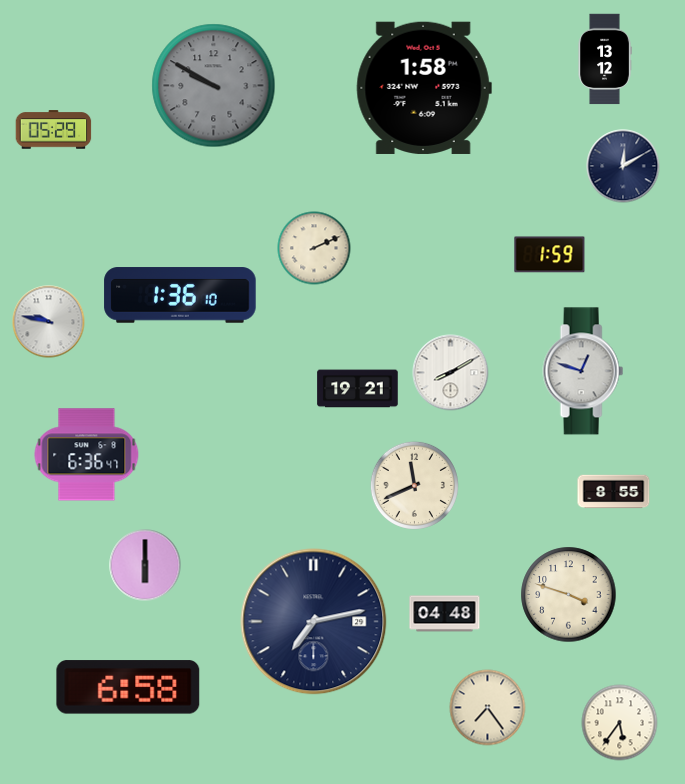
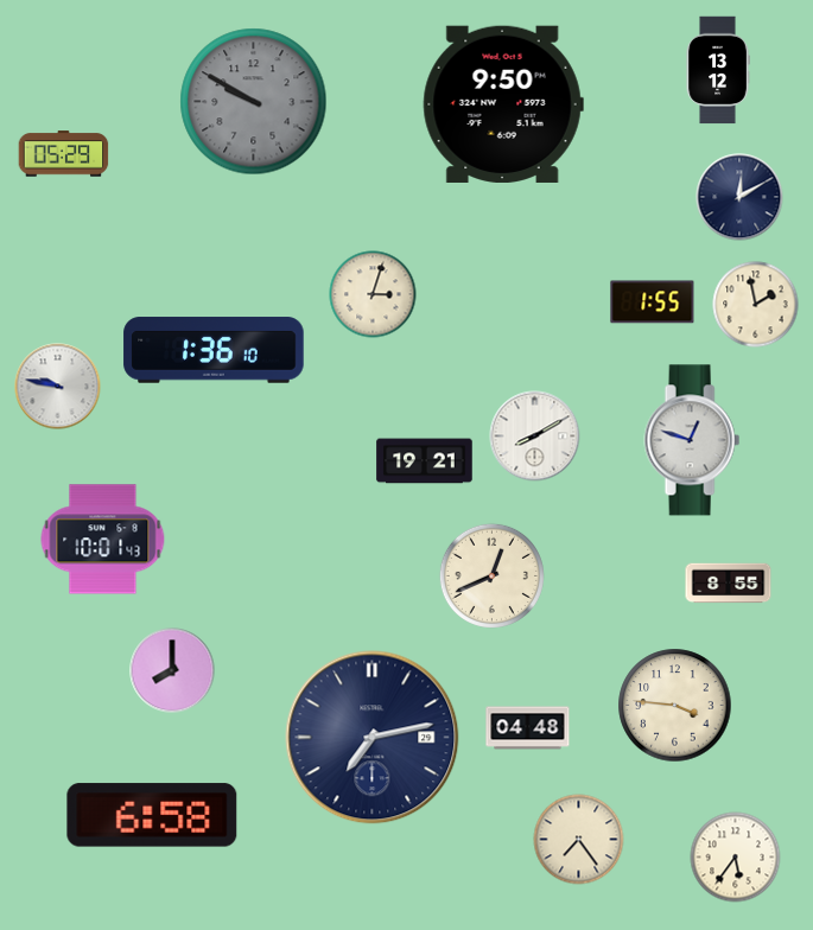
clock at (424, 88): 1:58 -> 9:50
clock at (314, 248): 2:11 -> 3:03
clock at (550, 255): 1:59 -> 1:55
clock at (756, 305): none -> 1:58
clock at (49, 322) position: (49, 322) -> (58, 387)
clock at (451, 373) position: (451, 373) -> (535, 437)
clock at (87, 455): 6:36 -> 10:01
clock at (414, 485): 11:41 -> 12:41
clock at (145, 565): 6:00 -> 8:00
clock at (569, 595): 3:48 -> 3:46
